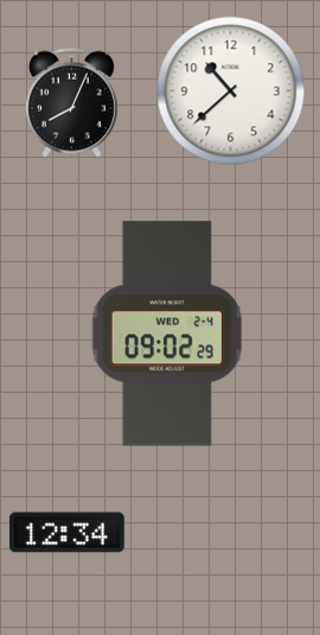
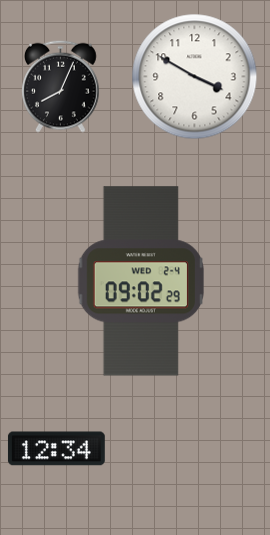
clock at (231, 91): 10:38 -> 3:50
